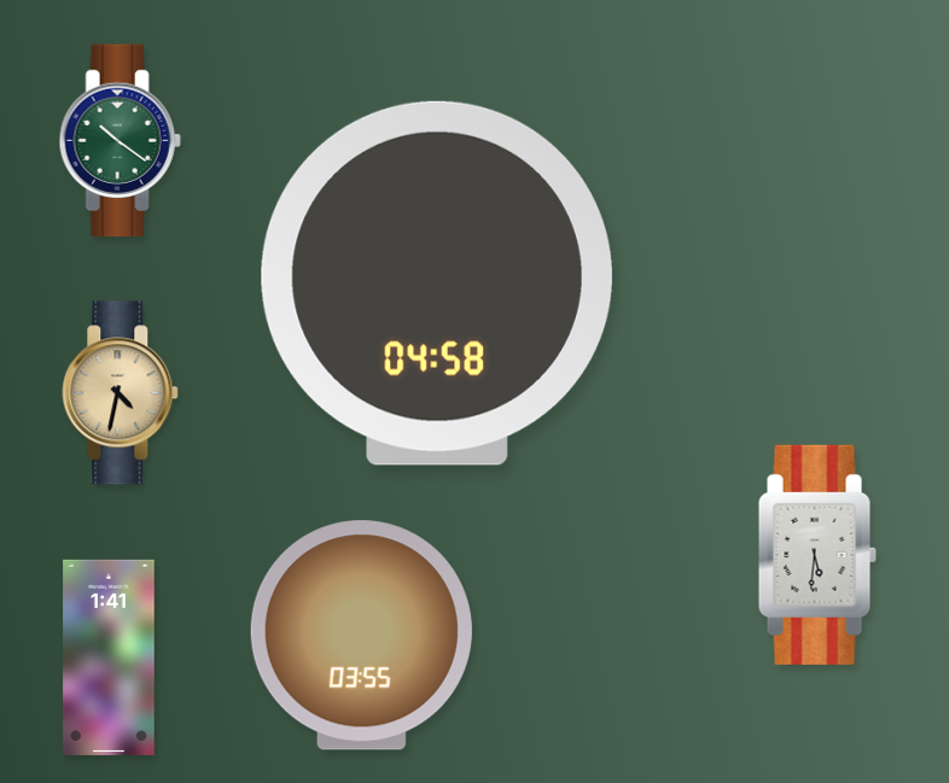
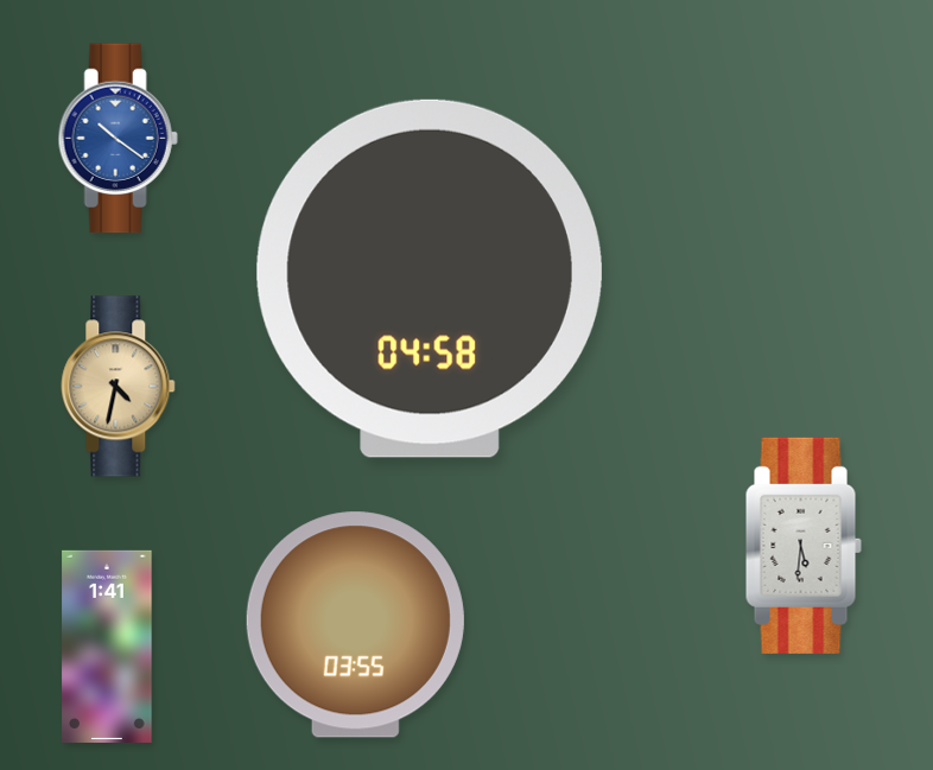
clock at (120, 141) dial: green -> blue
